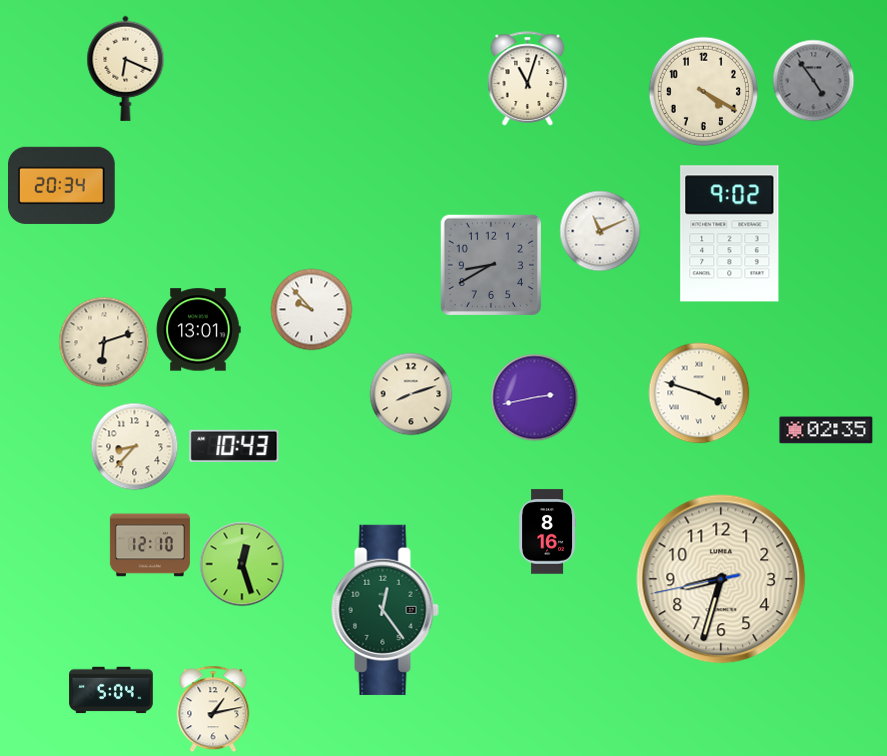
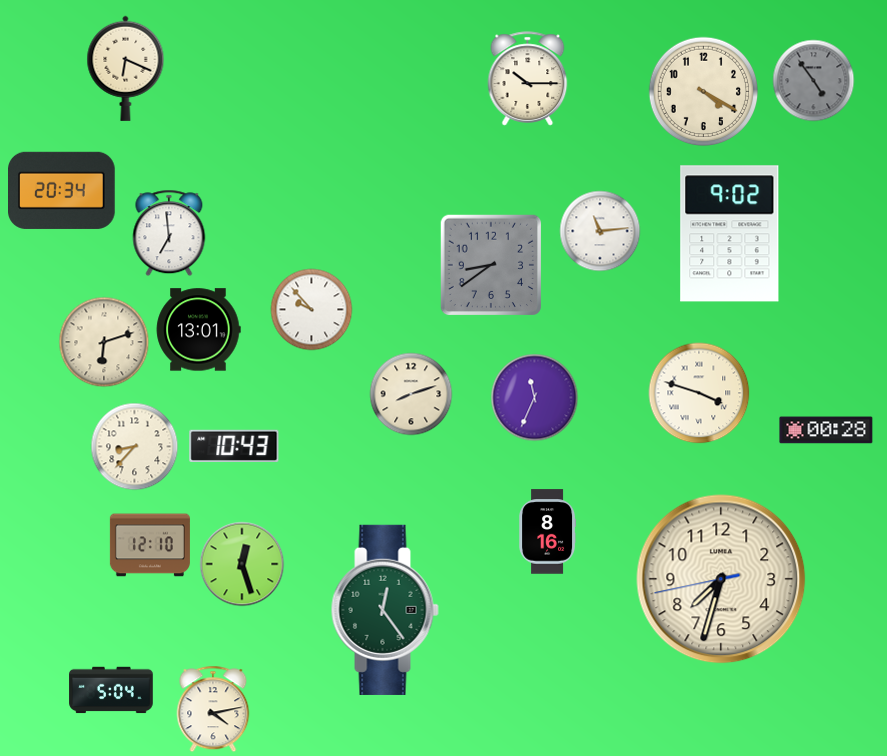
clock at (528, 79): 11:03 -> 10:15
clock at (62, 185) position: (62, 185) -> (62, 190)
clock at (600, 231): 11:11 -> 11:14
clock at (169, 233): none -> 6:59
clock at (491, 265): 8:40 -> 8:39
clock at (535, 398): 2:43 -> 11:34
clock at (826, 430): 02:35 -> 00:28
clock at (721, 579): 8:32 -> 7:32
clock at (213, 709): 1:13 -> 4:13
